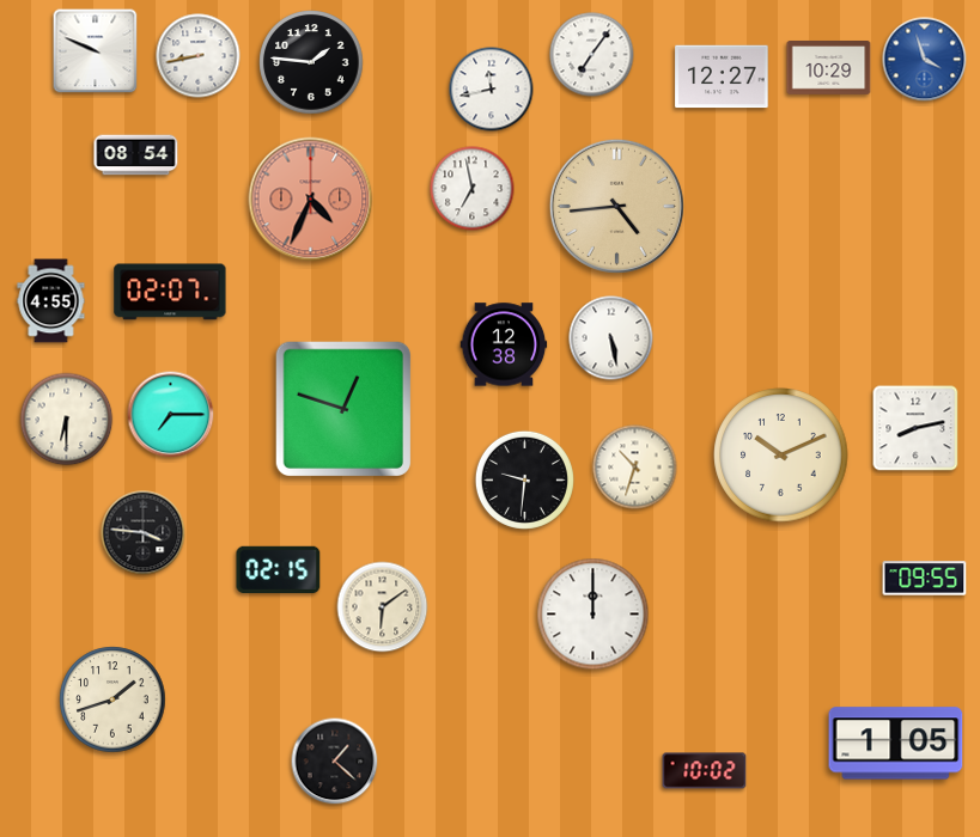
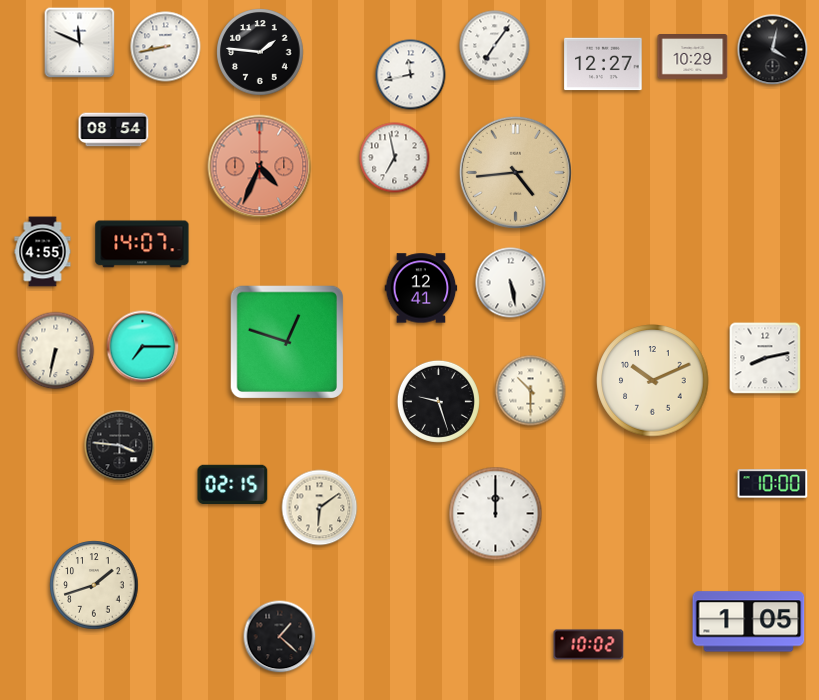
clock at (96, 51): 9:49 -> 11:49
clock at (925, 60): 3:57 -> 4:02
clock at (925, 60) dial: blue -> black
clock at (170, 292): 02:07 -> 14:07
clock at (504, 344): 12:38 -> 12:41
clock at (67, 420): 6:30 -> 6:32
clock at (635, 468): 10:33 -> 10:30
clock at (524, 479): 9:31 -> 9:27
clock at (279, 569) position: (279, 569) -> (233, 484)
clock at (925, 579): 09:55 -> 10:00
